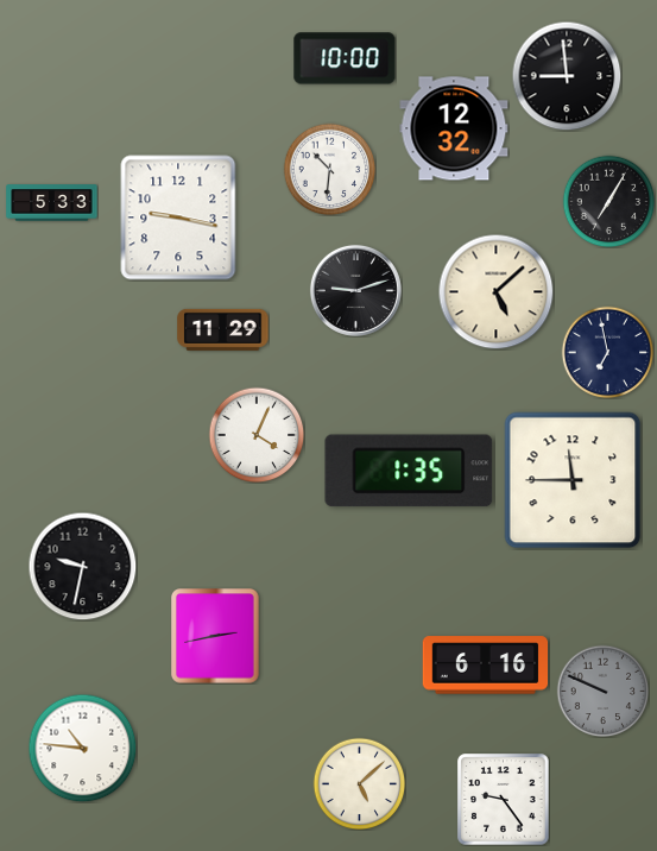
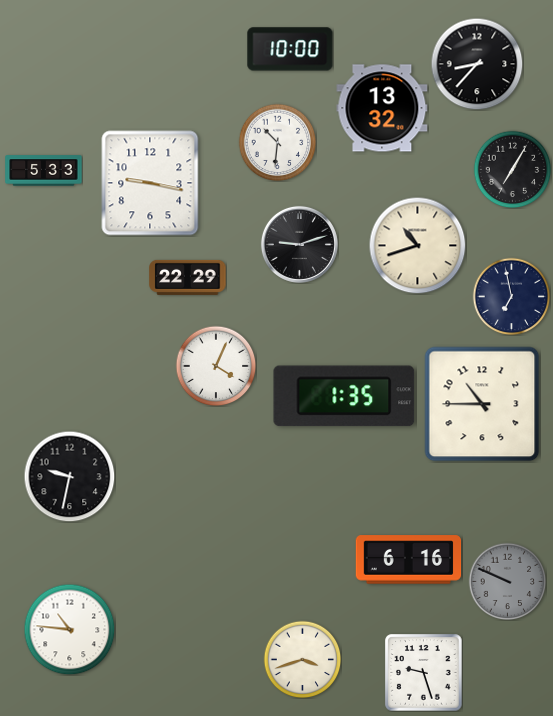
clock at (567, 76): 8:59 -> 8:37
clock at (454, 128): 12:32 -> 13:32
clock at (495, 291): 5:08 -> 10:42
clock at (223, 329): 11:29 -> 22:29
clock at (573, 480): 11:45 -> 10:45
clock at (215, 636): 2:43 -> none
clock at (359, 783): 5:08 -> 3:42
clock at (504, 800): 9:24 -> 9:27
